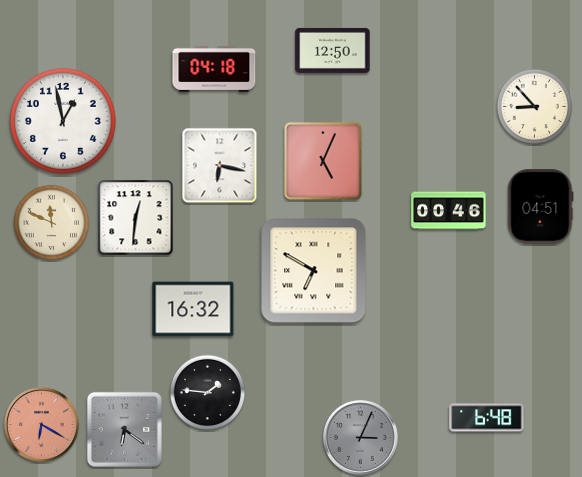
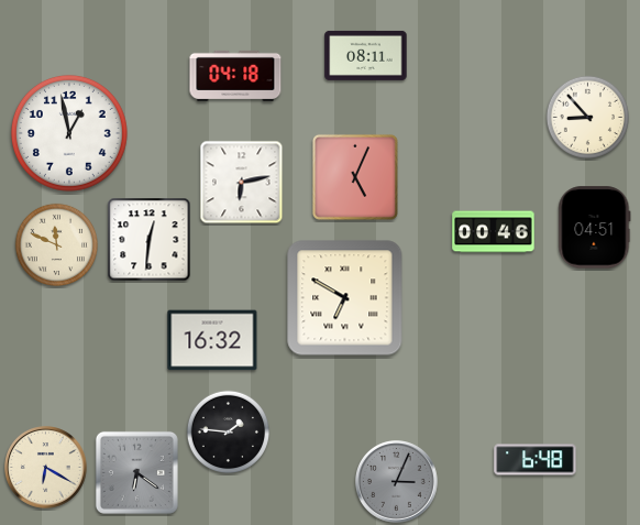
clock at (333, 50): 12:50 -> 08:11
clock at (220, 166): 6:17 -> 6:13
clock at (42, 425) dial: salmon -> cream
